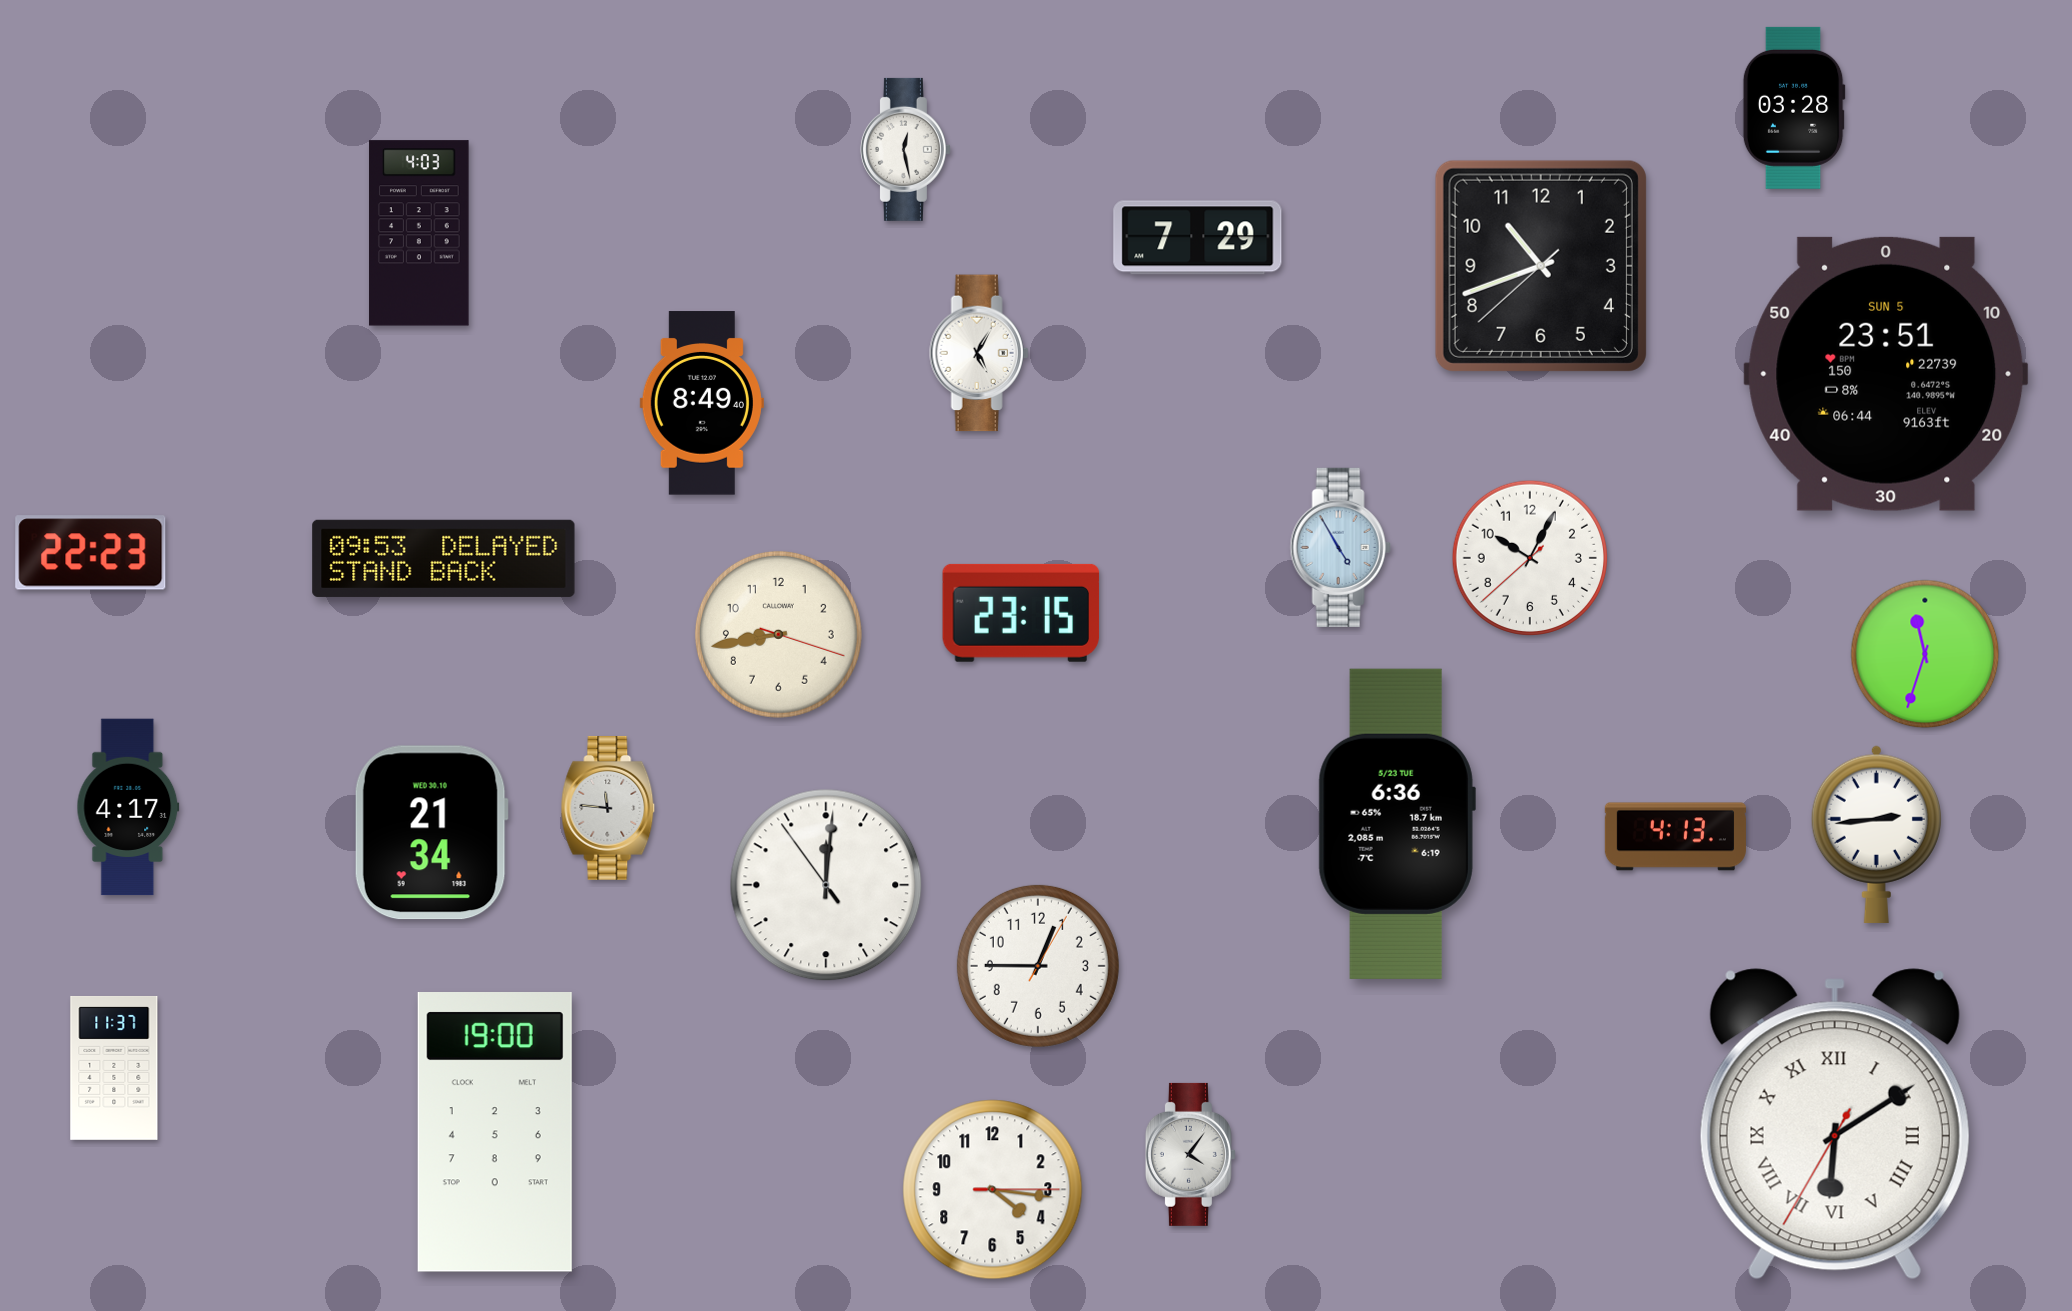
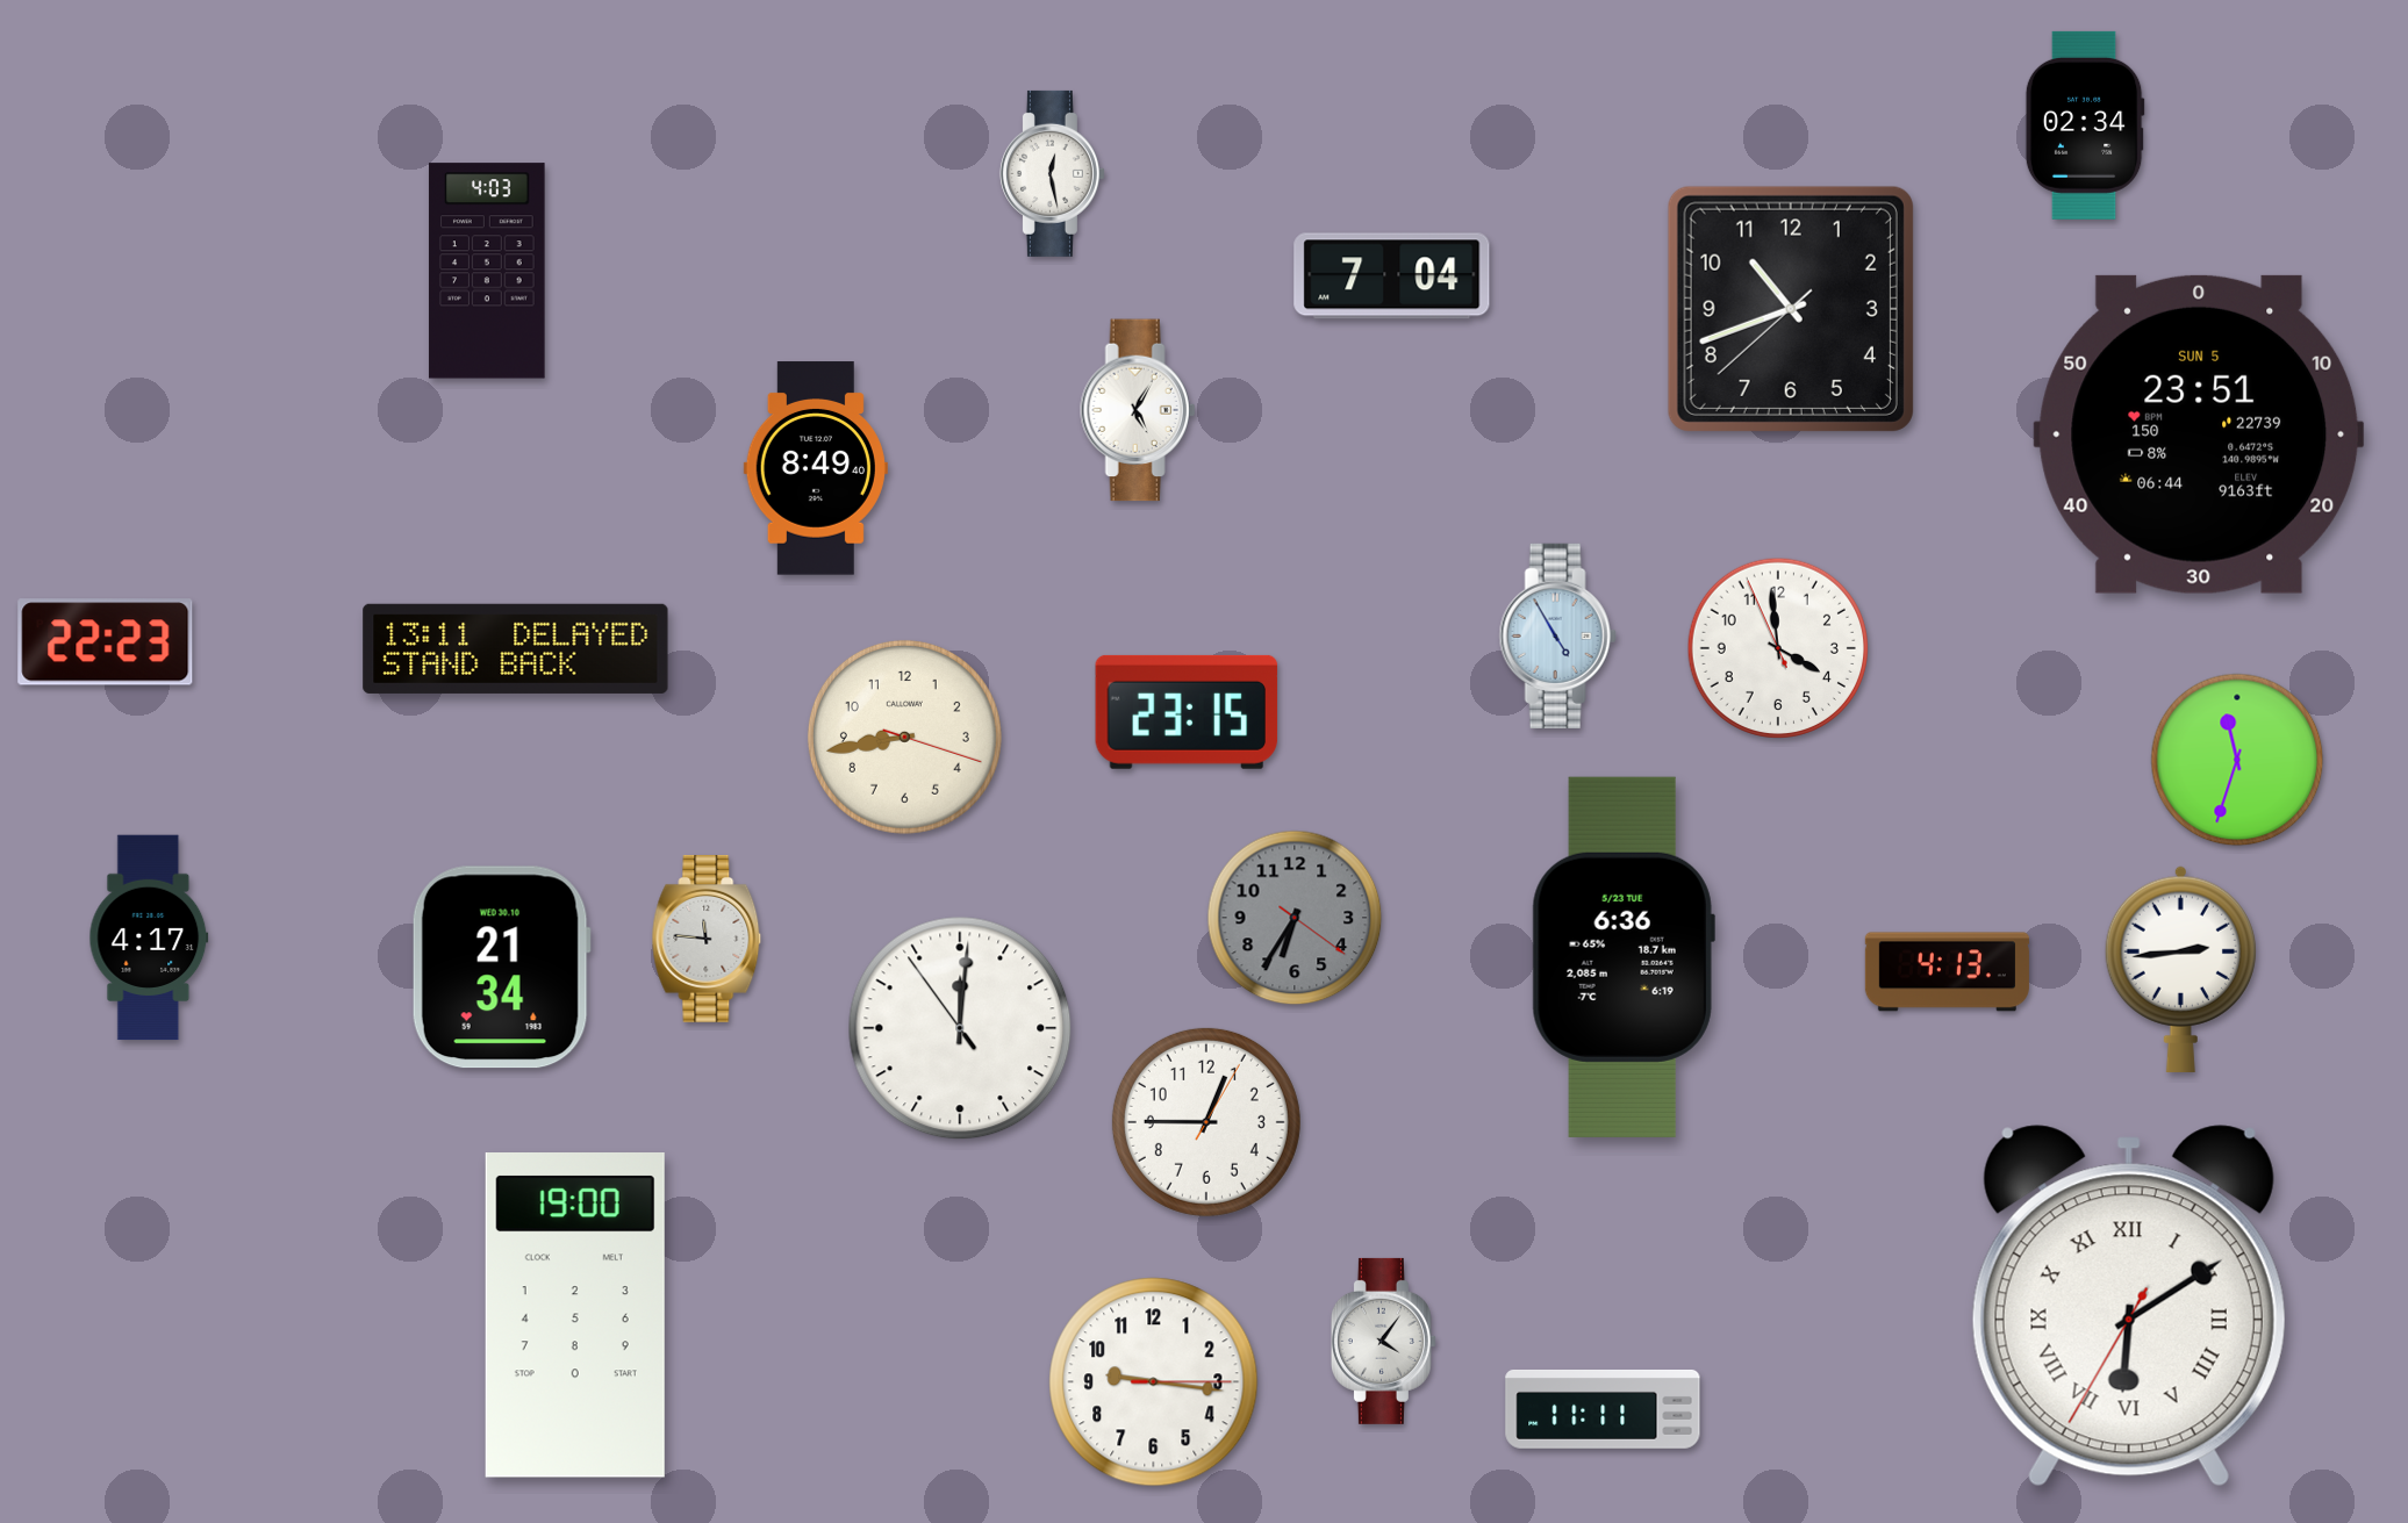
clock at (1794, 108): 03:28 -> 02:34
clock at (1198, 238): 7:29 -> 7:04
clock at (1886, 374) position: (1886, 374) -> (2199, 434)
clock at (444, 558): 09:53 -> 13:11
clock at (1530, 558): 10:04 -> 3:58
clock at (1295, 918): none -> 6:35
clock at (114, 1068): 11:37 -> none
clock at (1835, 1124) position: (1835, 1124) -> (2129, 1306)
clock at (993, 1190): 4:16 -> 9:16
clock at (1603, 1409): none -> 11:11
